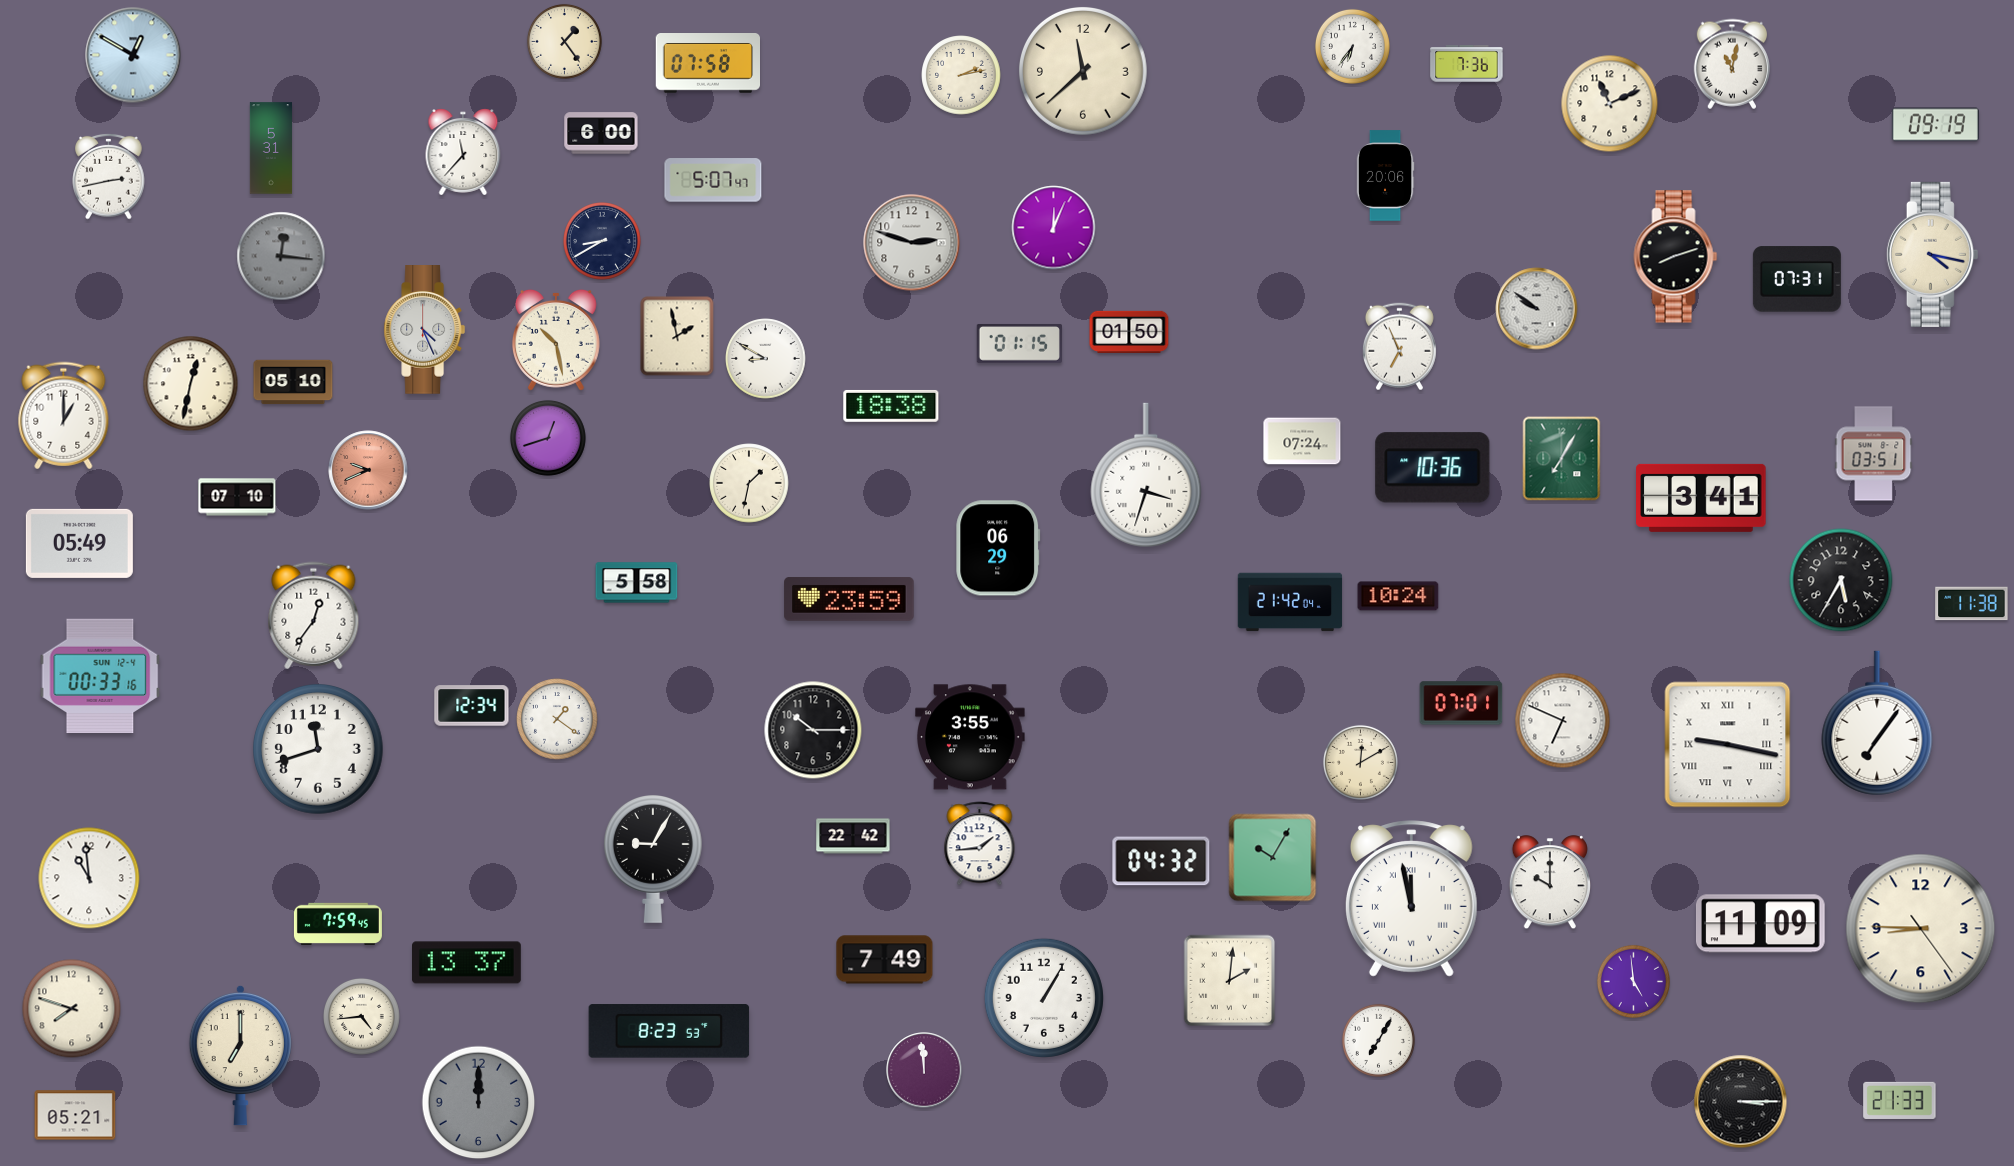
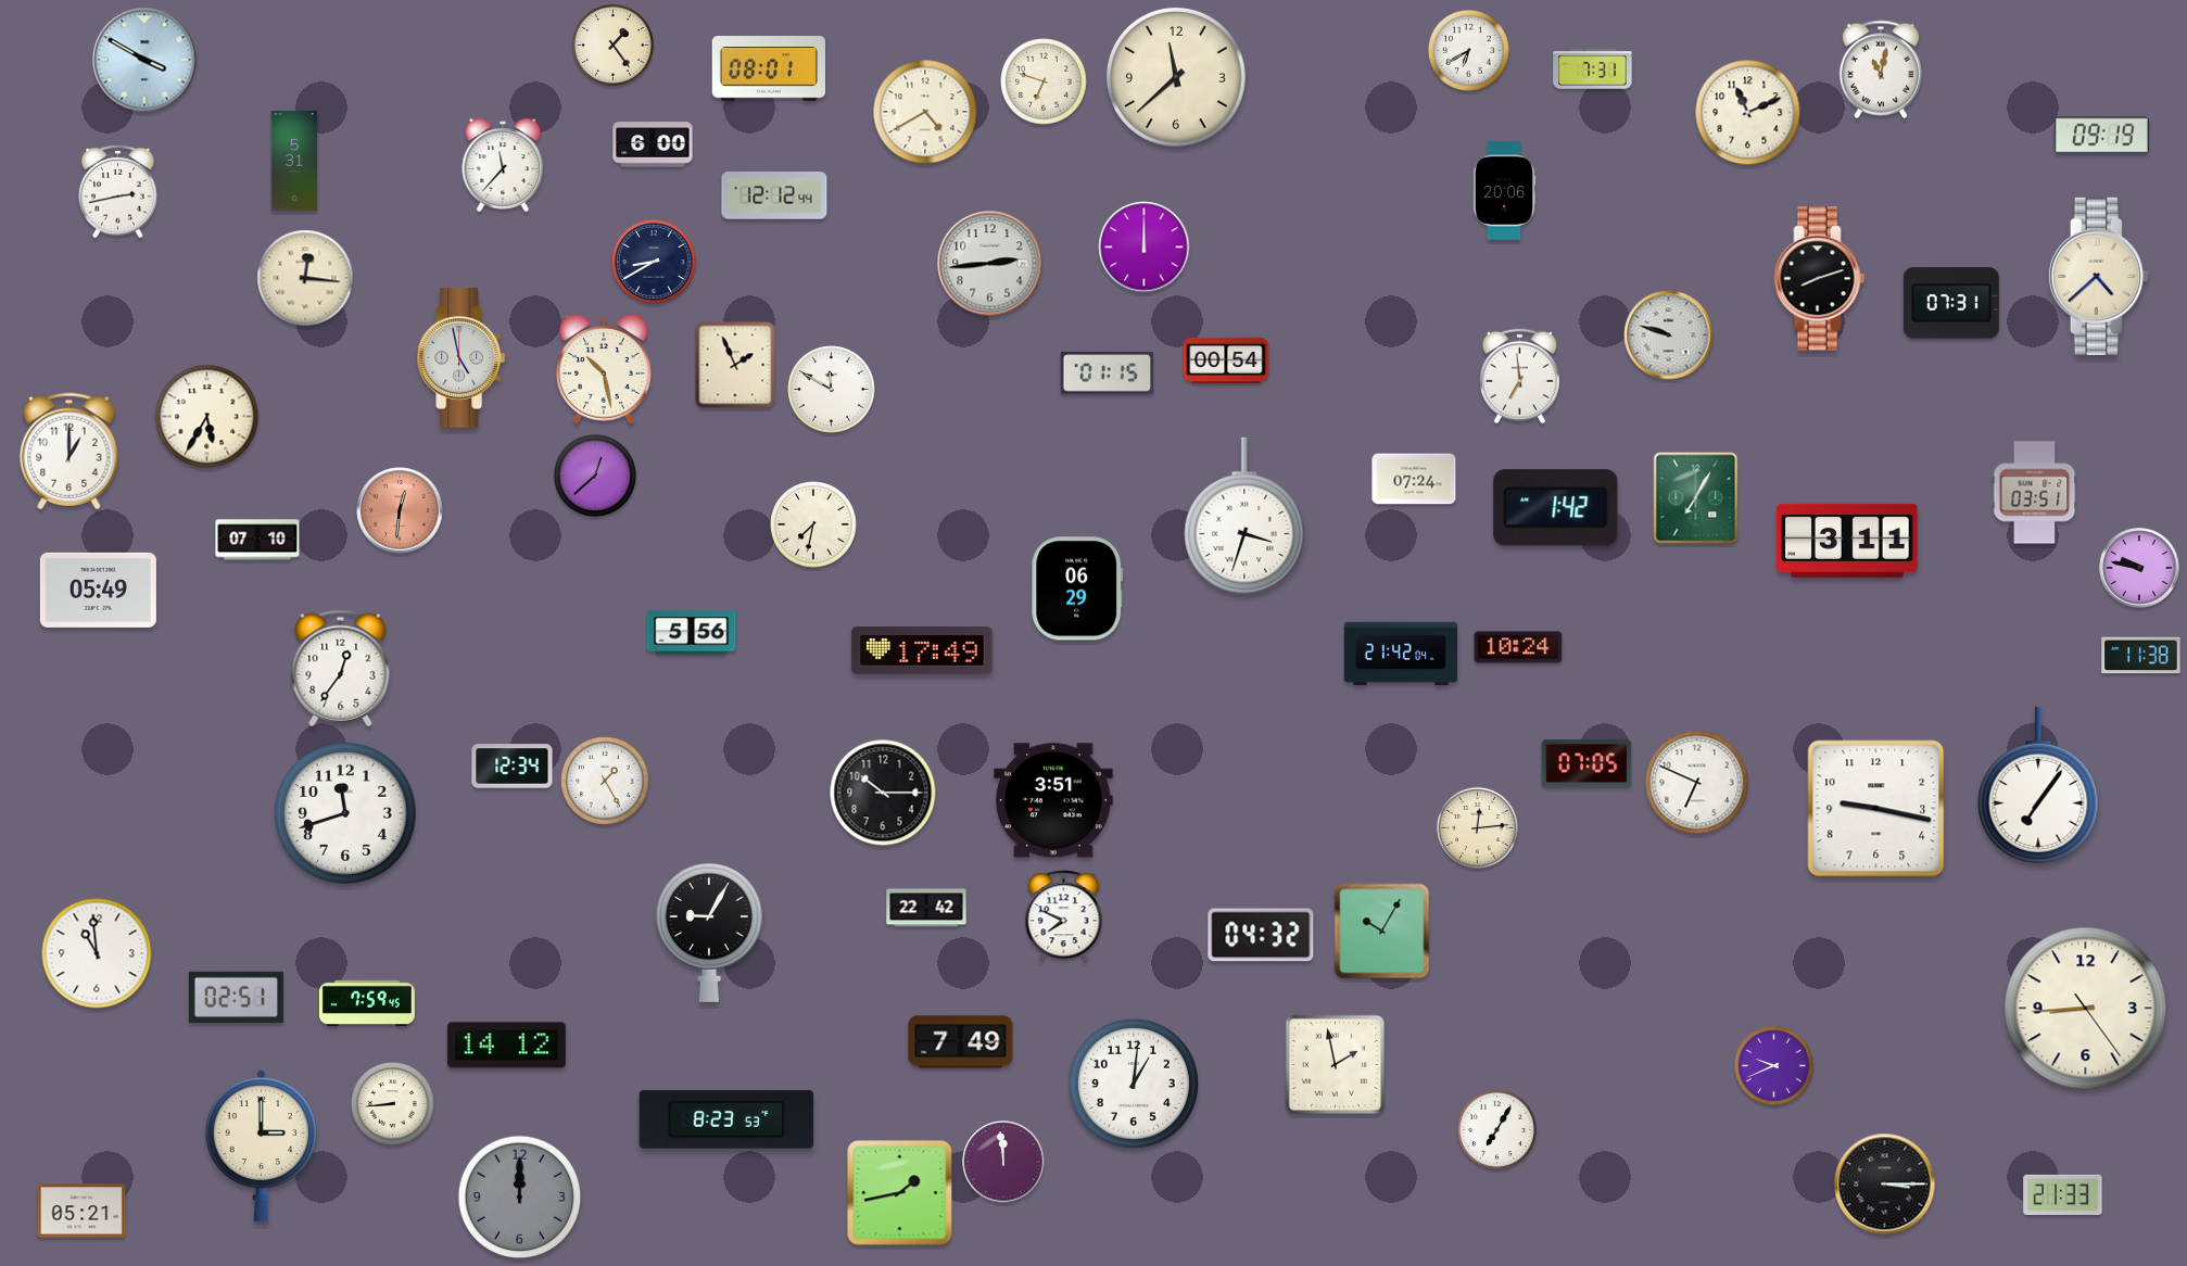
clock at (1352, 46): 6:36 -> 6:40
clock at (133, 55): 12:50 -> 3:50
clock at (707, 64): 07:58 -> 08:01
clock at (1467, 64): 7:36 -> 7:31
clock at (961, 75): 2:13 -> 6:48
clock at (925, 112): none -> 4:40
clock at (713, 180): 5:07 -> 12:12
clock at (1054, 228): 12:04 -> 12:00
clock at (912, 243): 2:48 -> 2:44
clock at (1932, 254): 4:17 -> 4:38
clock at (281, 256) dial: grey -> cream
clock at (1537, 309): 9:51 -> 9:48
clock at (425, 330): 4:26 -> 4:58
clock at (1129, 331): 01:50 -> 00:54
clock at (677, 336): 1:58 -> 1:56
clock at (1399, 347): 6:56 -> 6:59
clock at (766, 359): 8:50 -> 11:50
clock at (293, 382): 05:10 -> none
clock at (191, 384): 12:32 -> 5:35
clock at (891, 406): 18:38 -> none
clock at (548, 438): 12:42 -> 12:38
clock at (1433, 468): 10:36 -> 1:42
clock at (368, 470): 9:41 -> 12:31
clock at (749, 483): 1:32 -> 7:32
clock at (1701, 498): 3:41 -> 3:11
clock at (2139, 568): none -> 9:47
clock at (79, 543) position: (79, 543) -> (98, 590)
clock at (998, 548) position: (998, 548) -> (1077, 588)
clock at (1841, 580): 5:35 -> none
clock at (637, 583): 5:58 -> 5:56
clock at (849, 600): 23:59 -> 17:49
clock at (100, 675): 00:33 -> none
clock at (1461, 703): 07:01 -> 07:05
clock at (557, 719): 1:21 -> 1:25
clock at (970, 737): 3:55 -> 3:51
clock at (1728, 745) numerals: Roman -> Arabic
clock at (1360, 762): 12:10 -> 12:14
clock at (980, 844): 1:44 -> 7:49
clock at (1550, 883): 10:00 -> none
clock at (1411, 899): 11:58 -> none
clock at (236, 997): none -> 02:51
clock at (1760, 924): 11:09 -> none
clock at (1921, 929): 8:45 -> 8:44
clock at (467, 963): 13:37 -> 14:12
clock at (1230, 981): 2:01 -> 1:58
clock at (1633, 981): 4:59 -> 9:41
clock at (1044, 998): 1:05 -> 1:01
clock at (72, 1009): 7:48 -> none
clock at (361, 1016): 4:44 -> 8:44
clock at (240, 1055): 7:00 -> 3:00
clock at (900, 1193): none -> 1:43
clock at (1741, 1102) position: (1741, 1102) -> (1885, 1185)
